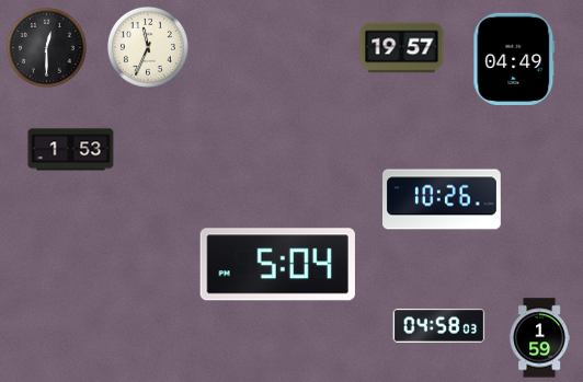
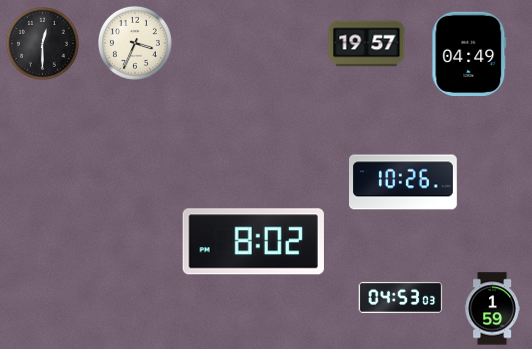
clock at (148, 47): 11:34 -> 3:34
clock at (71, 150): 1:53 -> none
clock at (277, 265): 5:04 -> 8:02
clock at (439, 325): 04:58 -> 04:53
